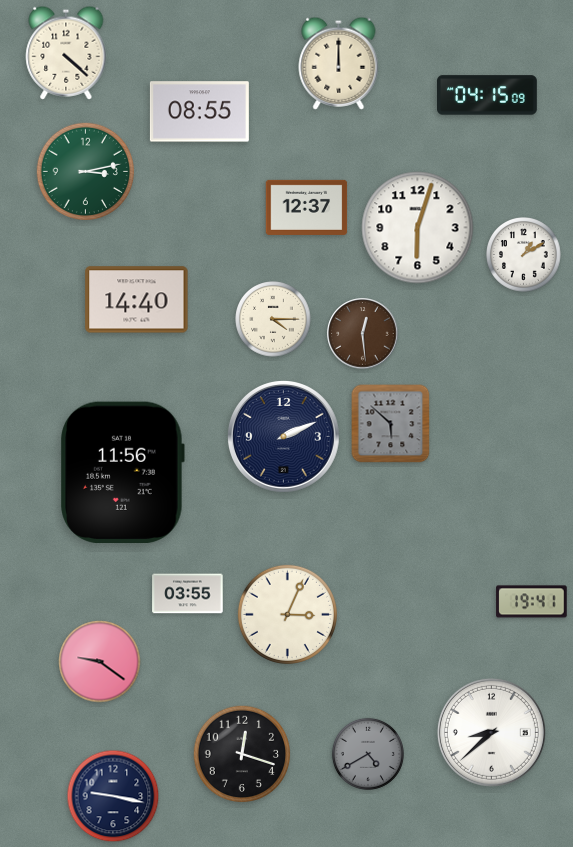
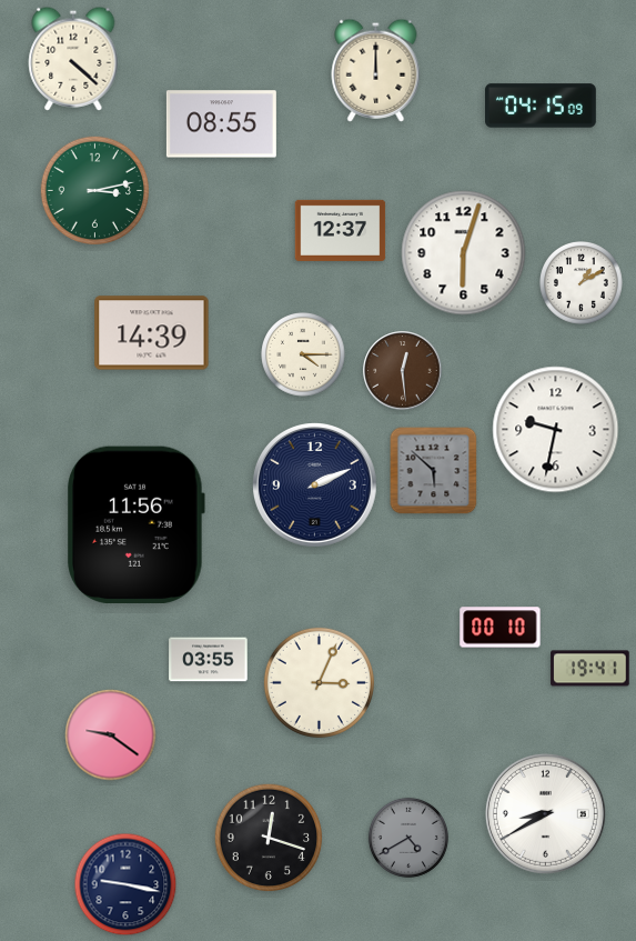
clock at (137, 300): 14:40 -> 14:39
clock at (556, 430): none -> 9:32
clock at (501, 628): none -> 00:10
clock at (491, 732): 8:38 -> 8:40
